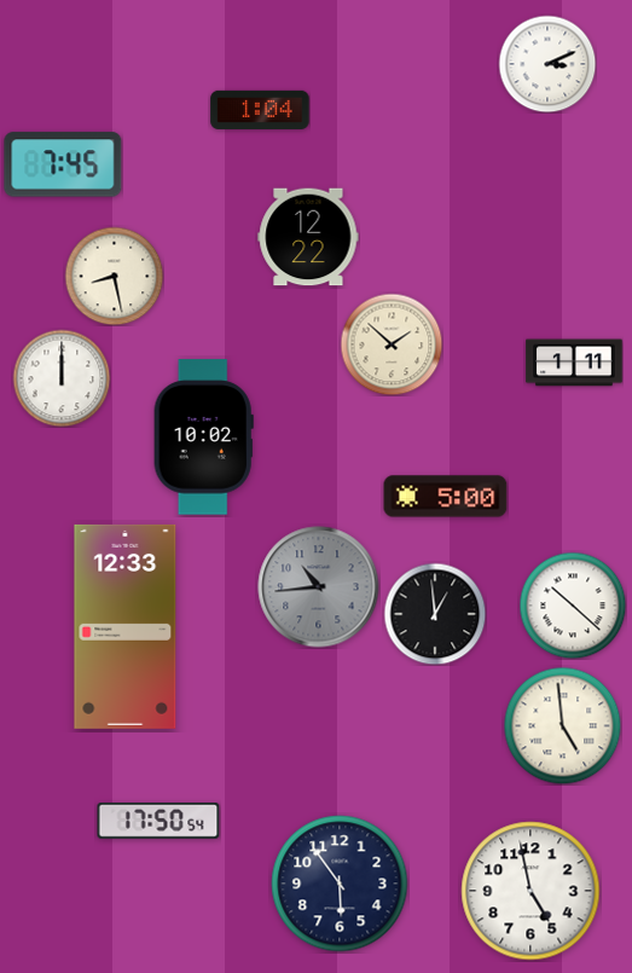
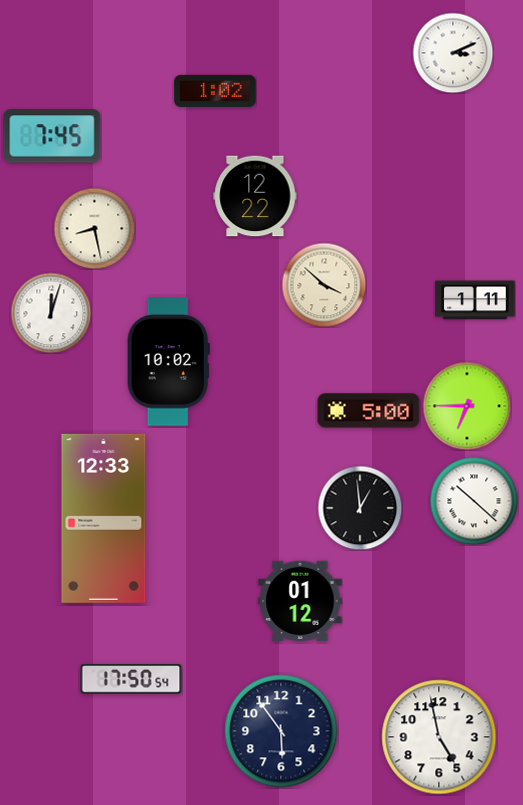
clock at (260, 110): 1:04 -> 1:02
clock at (392, 344): 1:52 -> 3:52
clock at (62, 378): 12:00 -> 12:03
clock at (467, 406): none -> 6:45
clock at (319, 587): 10:44 -> none
clock at (562, 725): 4:59 -> none
clock at (300, 601): none -> 01:12
